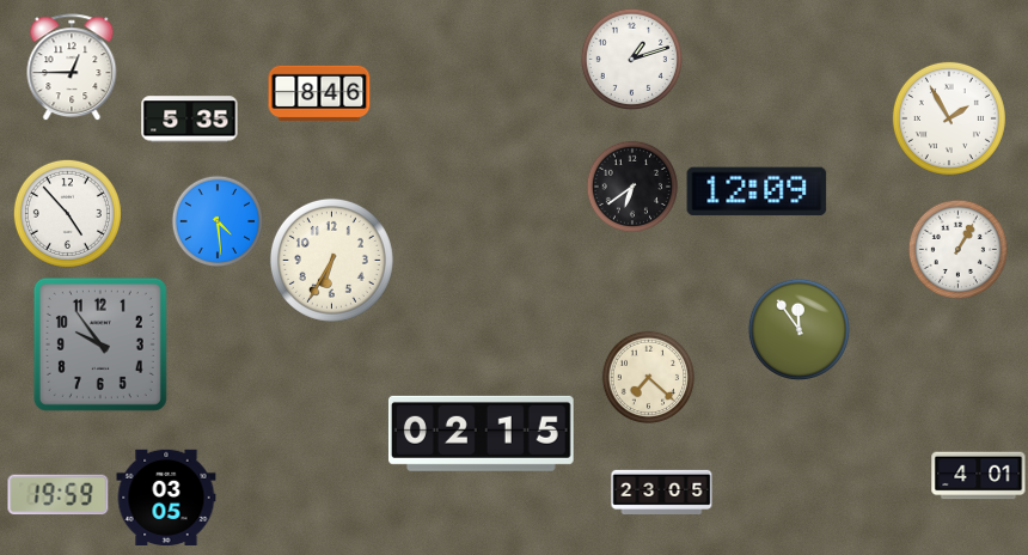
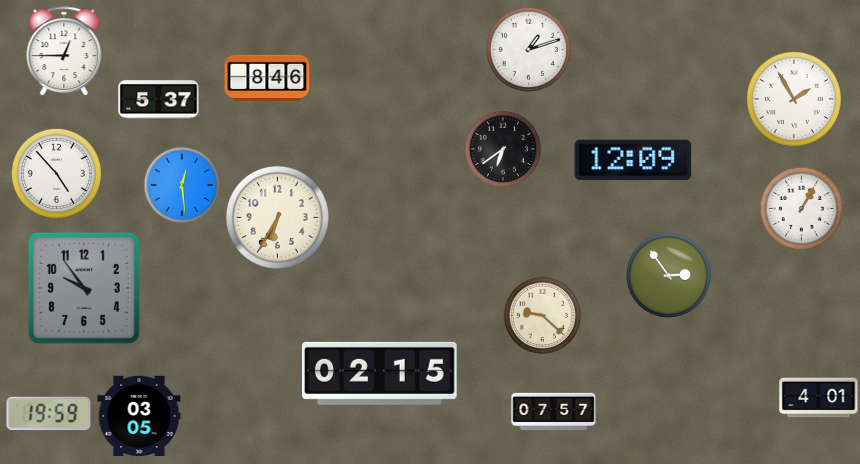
clock at (72, 68) position: (72, 68) -> (64, 52)
clock at (190, 120): 5:35 -> 5:37
clock at (632, 187) position: (632, 187) -> (503, 149)
clock at (67, 213) position: (67, 213) -> (56, 173)
clock at (218, 221): 4:29 -> 12:29
clock at (798, 329): 11:54 -> 2:54
clock at (649, 378): 7:22 -> 9:22
clock at (481, 433) position: (481, 433) -> (379, 373)
clock at (662, 492): 23:05 -> 07:57
